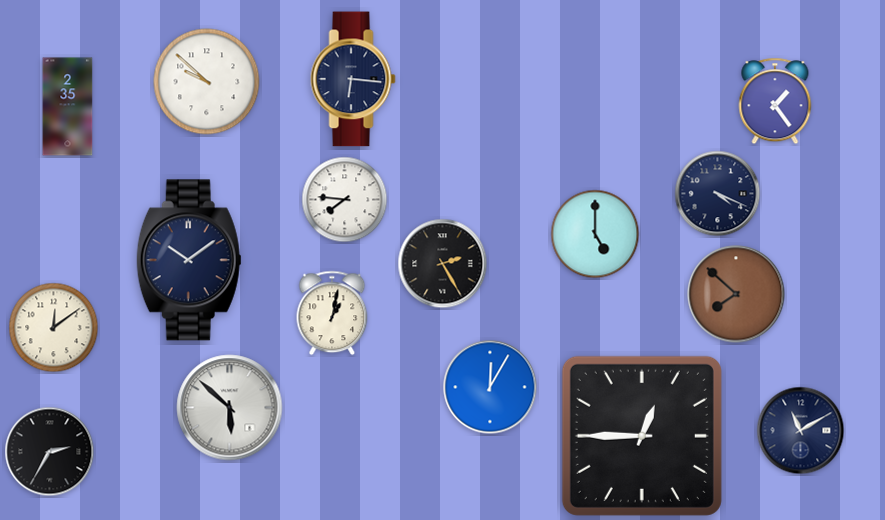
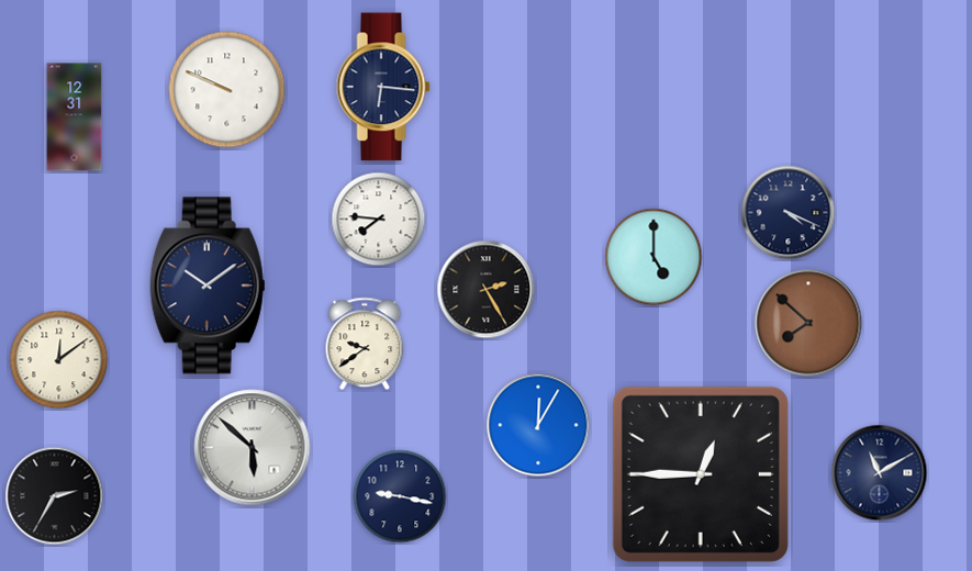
clock at (353, 79) position: (353, 79) -> (383, 87)
clock at (207, 82): 9:52 -> 9:49
clock at (775, 101): 1:24 -> none
clock at (68, 107): 2:35 -> 12:31
clock at (332, 313): 1:02 -> 9:39
clock at (642, 436) position: (642, 436) -> (701, 474)
clock at (400, 496): none -> 9:17
